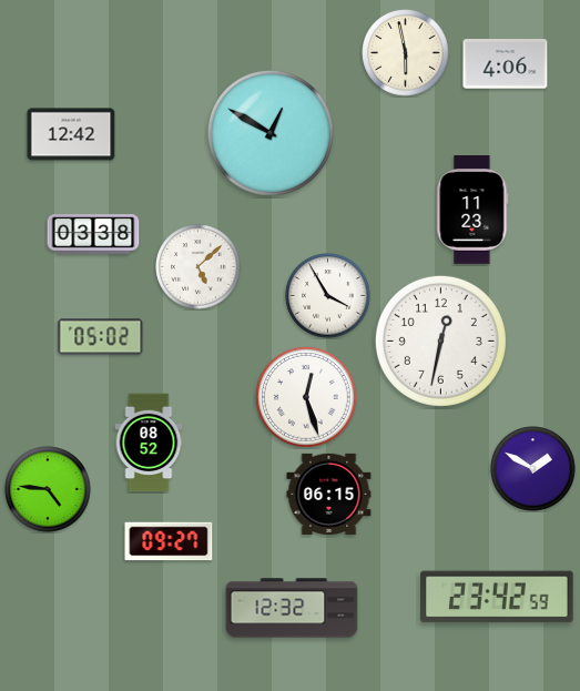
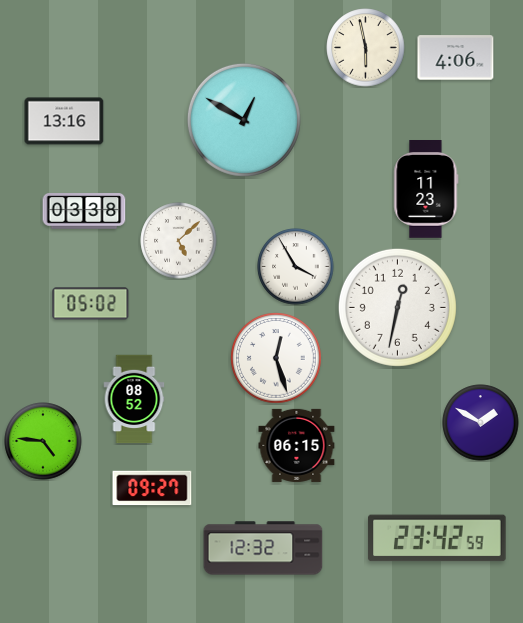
clock at (71, 134): 12:42 -> 13:16
clock at (497, 597) position: (497, 597) -> (437, 538)
